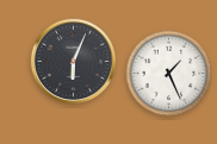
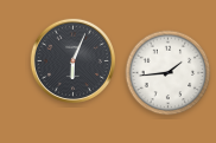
clock at (169, 74): 1:26 -> 1:44
